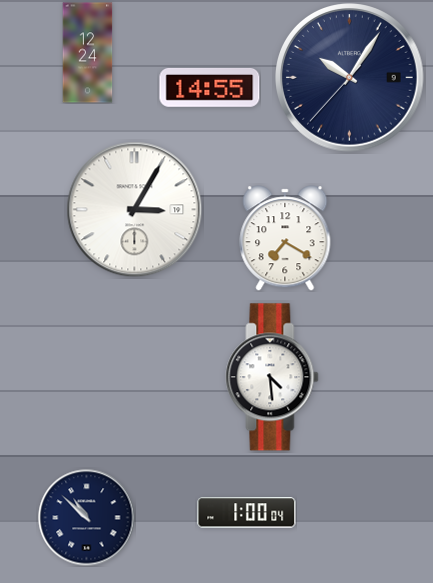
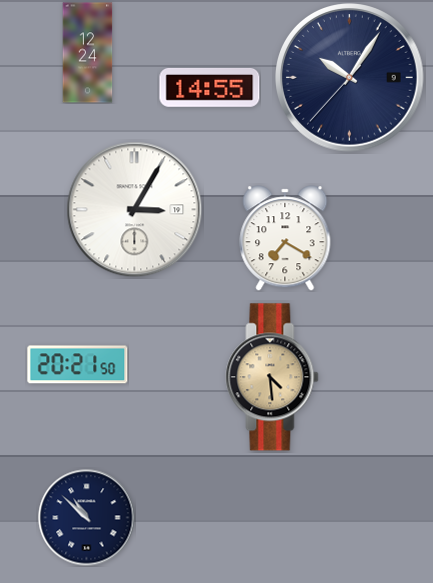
clock at (78, 365): none -> 20:21
clock at (272, 377) dial: white -> champagne
clock at (247, 513): 1:00 -> none
